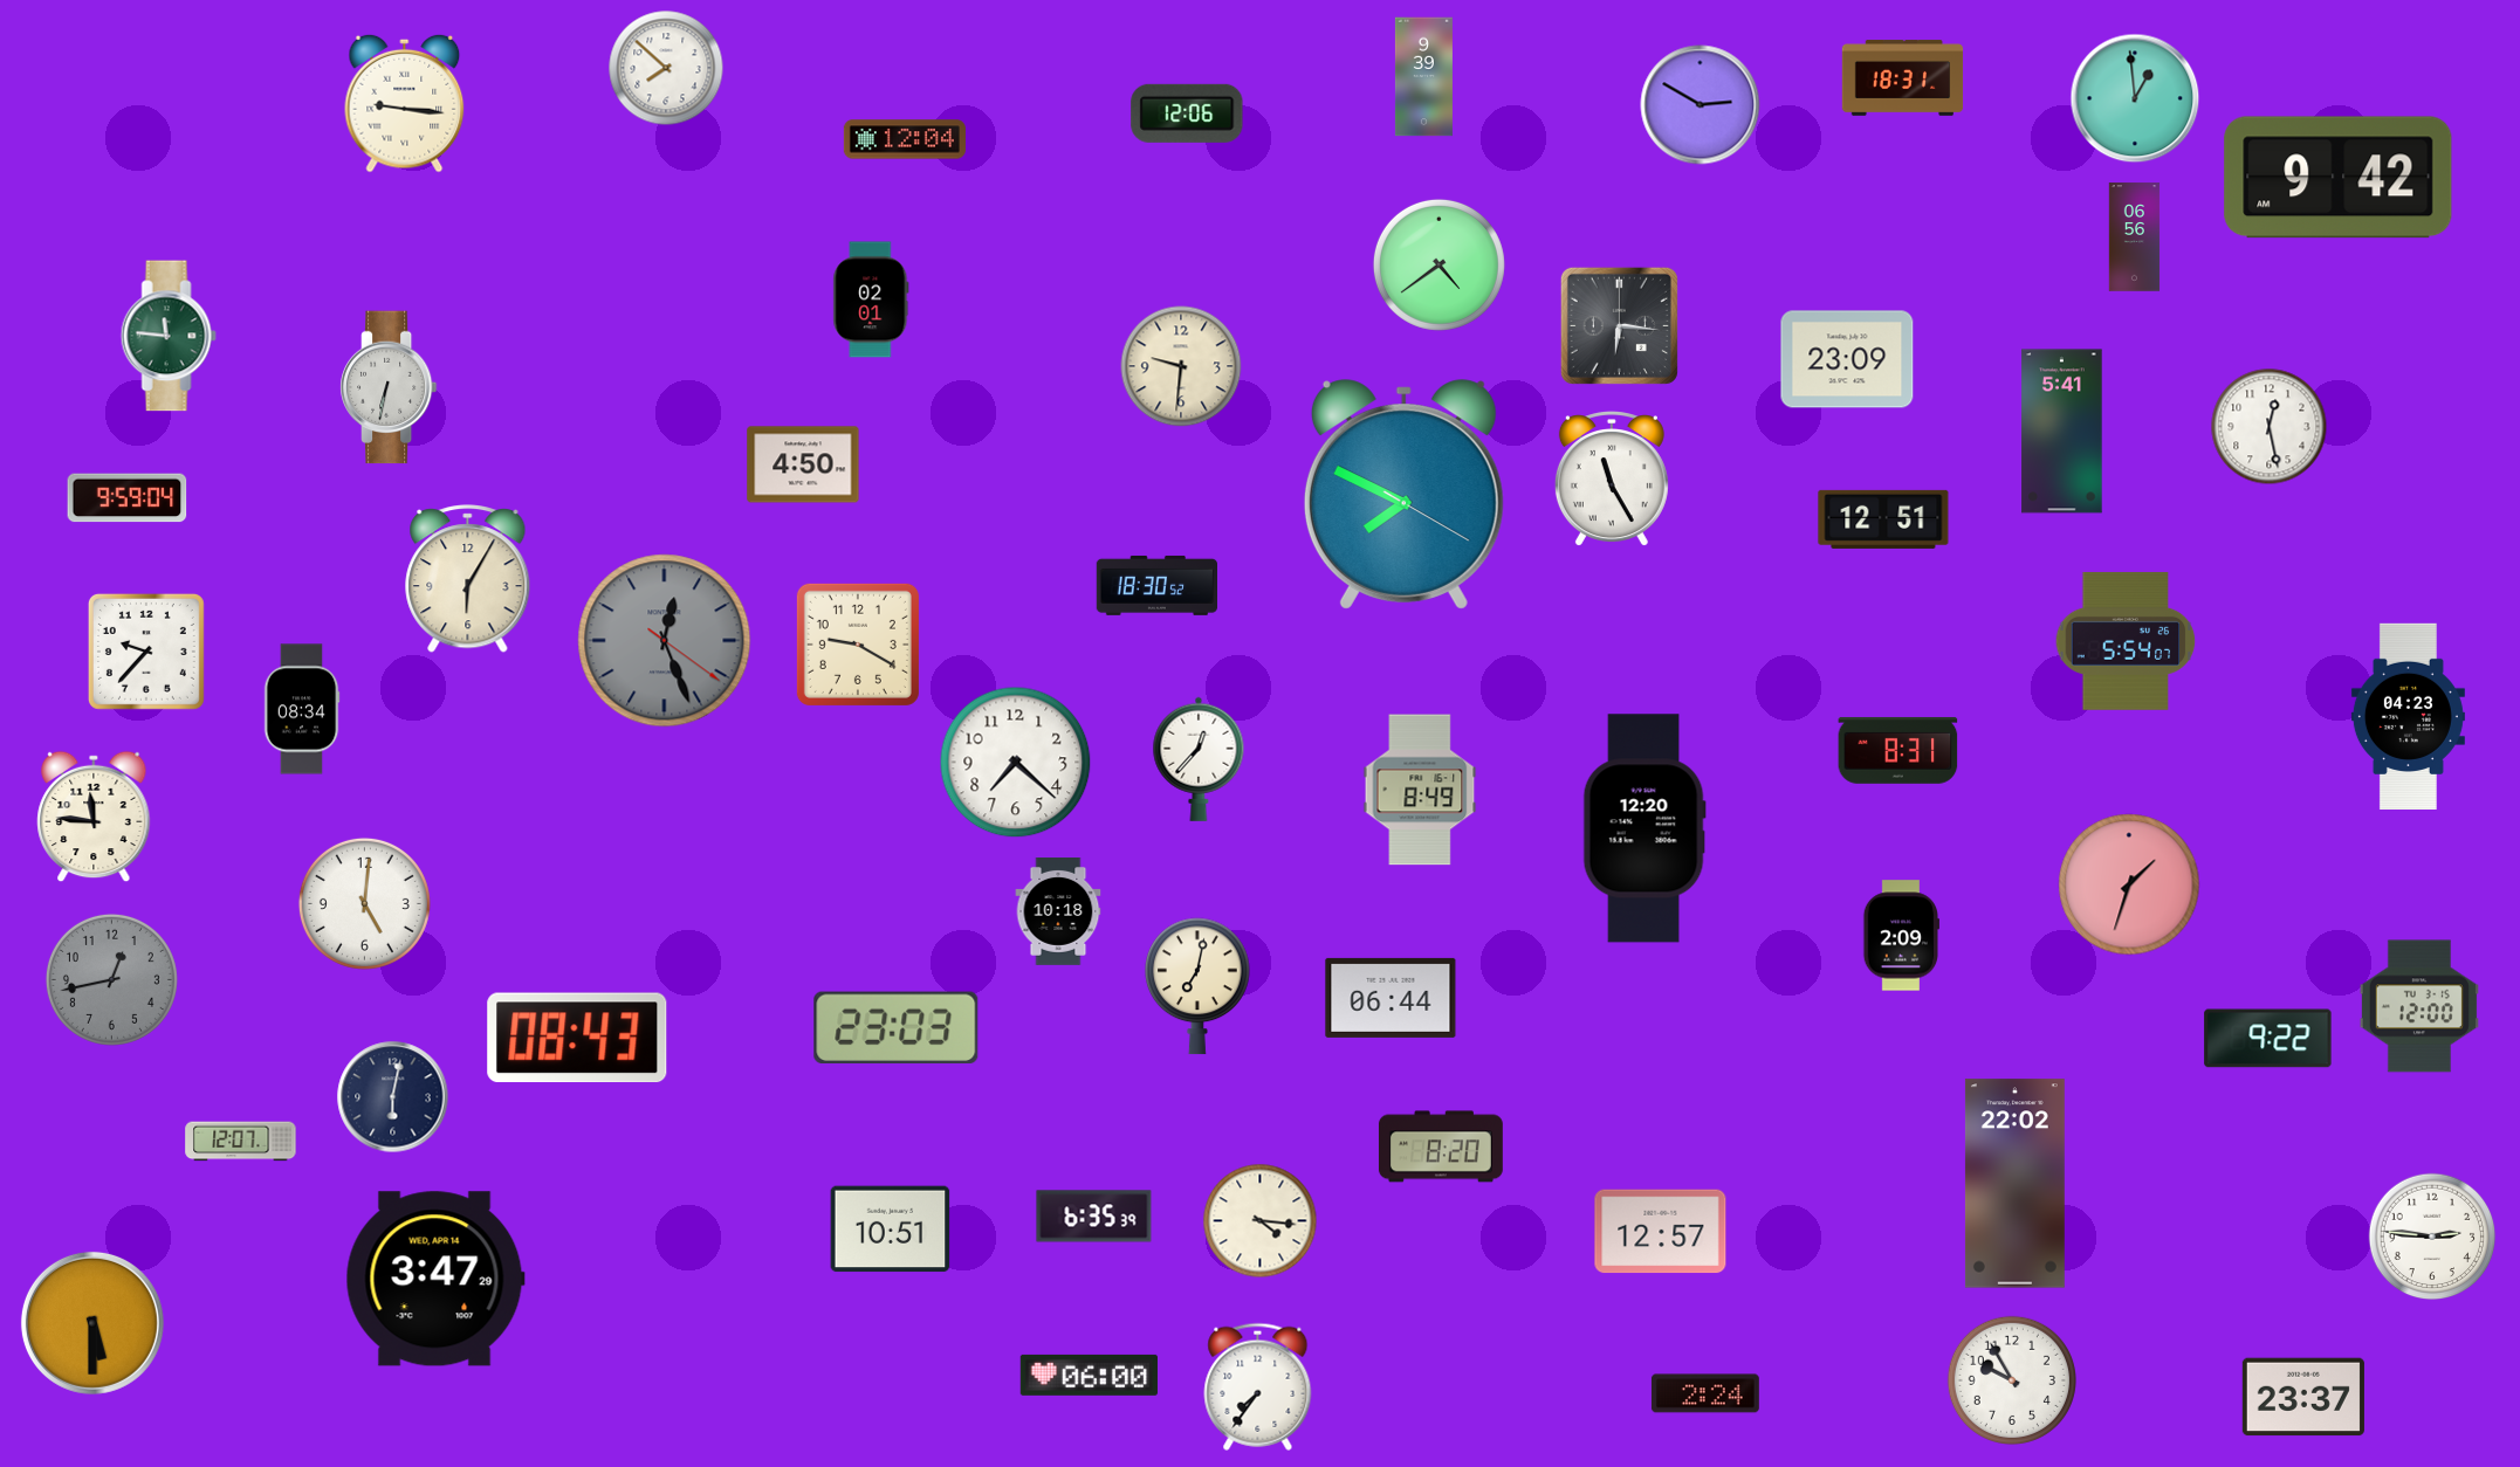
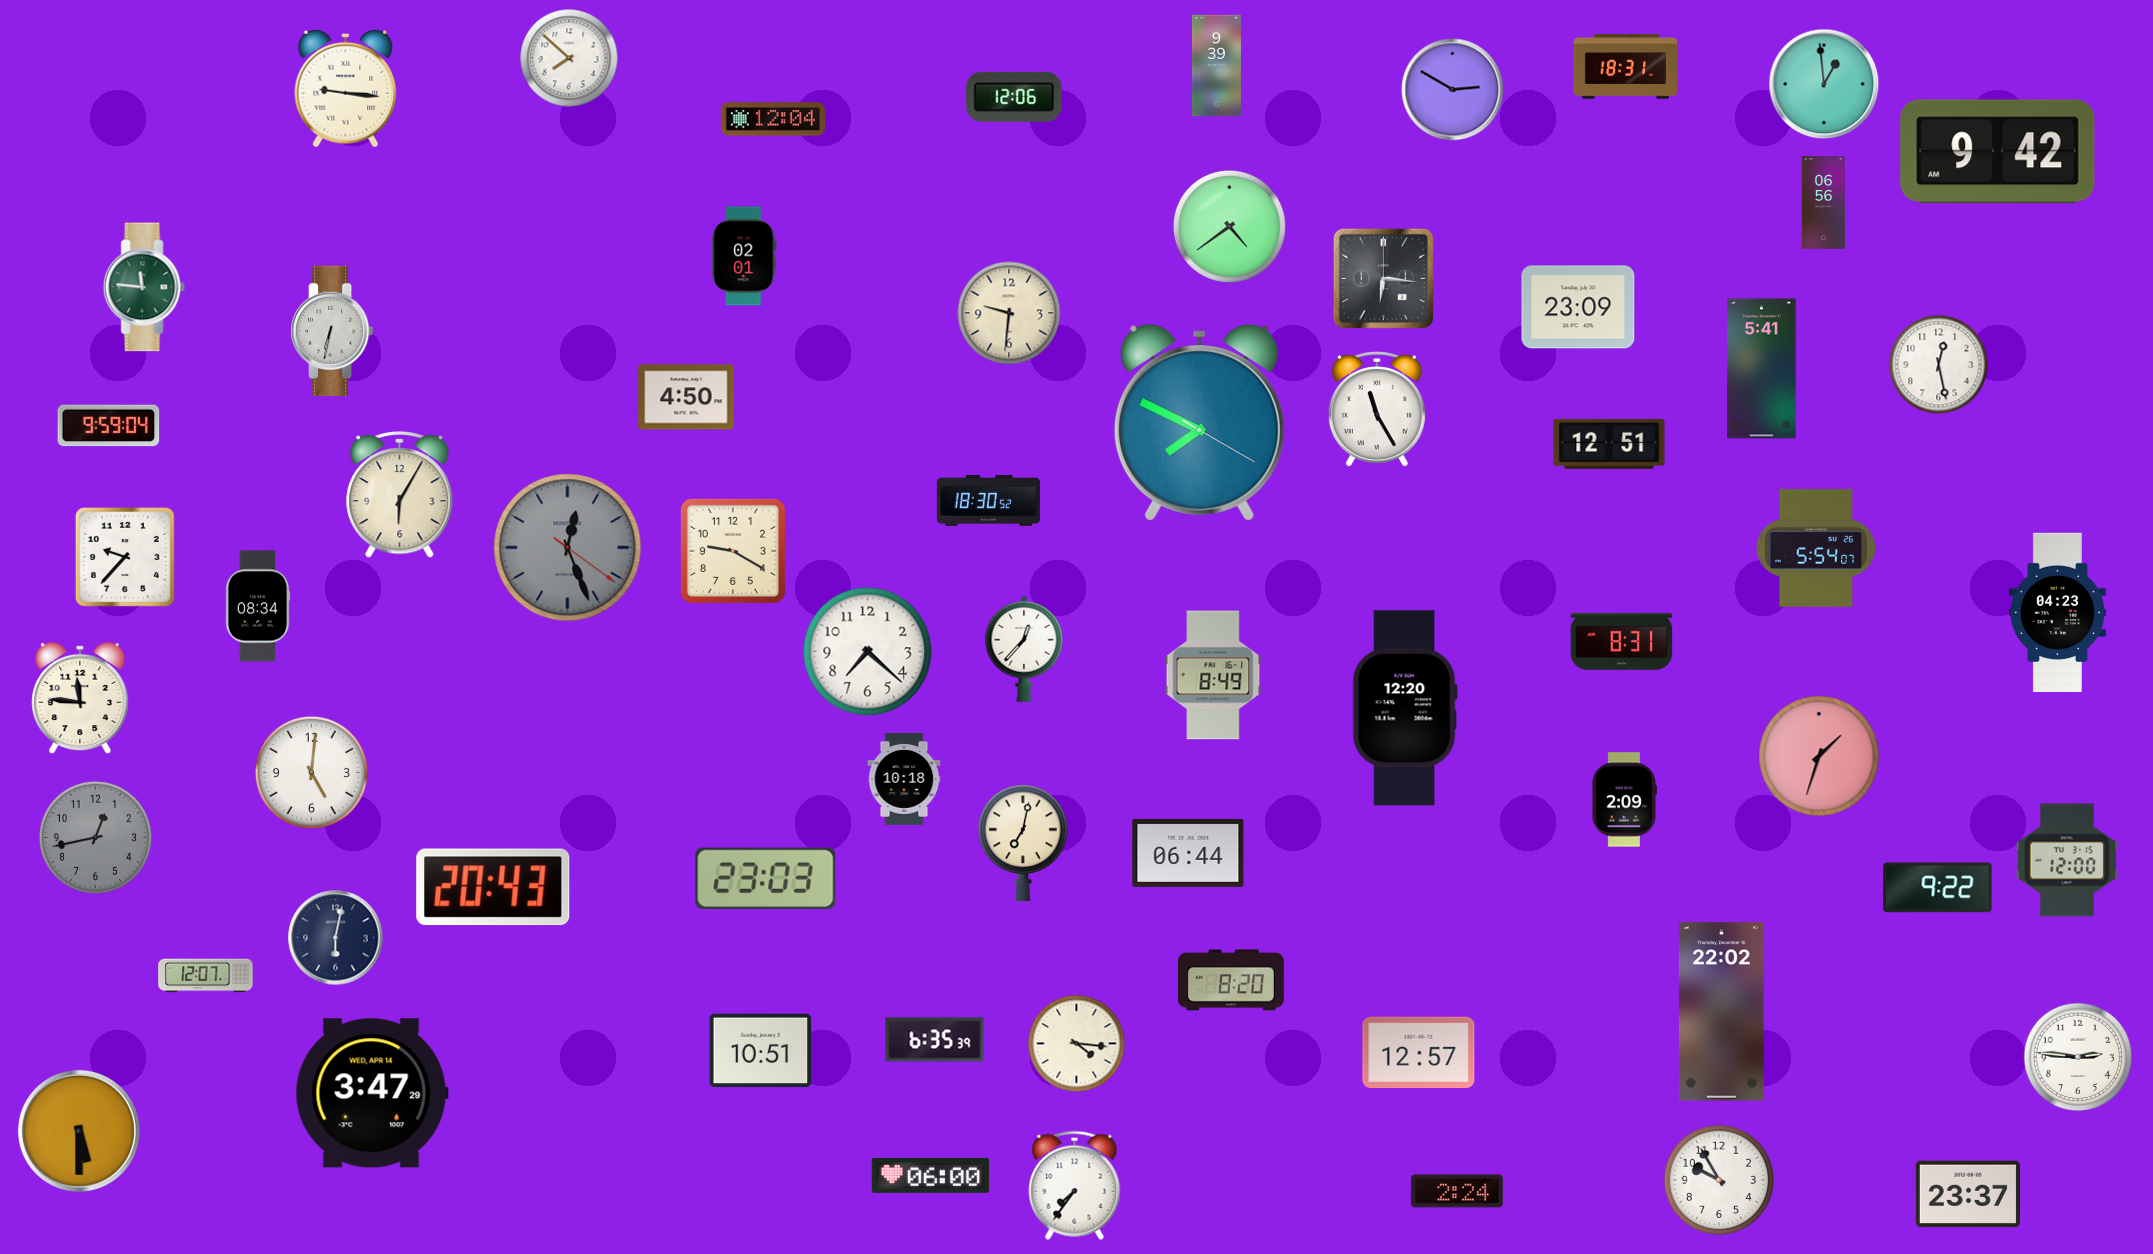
clock at (577, 1038): 08:43 -> 20:43
